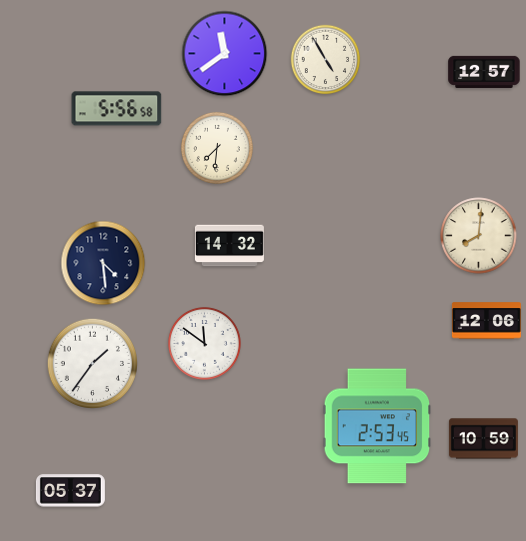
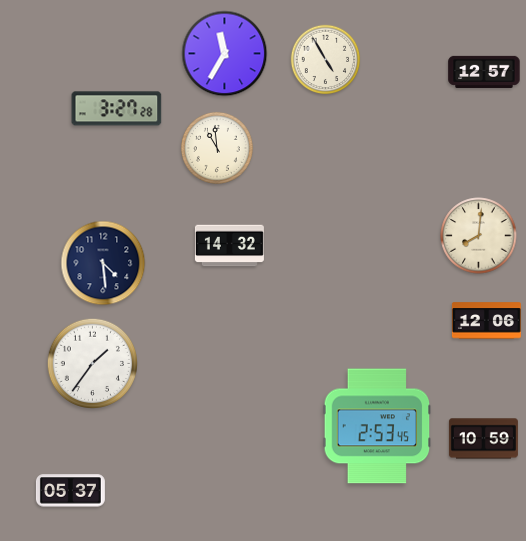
clock at (225, 54): 11:39 -> 11:35
clock at (117, 109): 5:56 -> 3:27
clock at (217, 148): 7:31 -> 10:59
clock at (204, 343): 11:51 -> none
